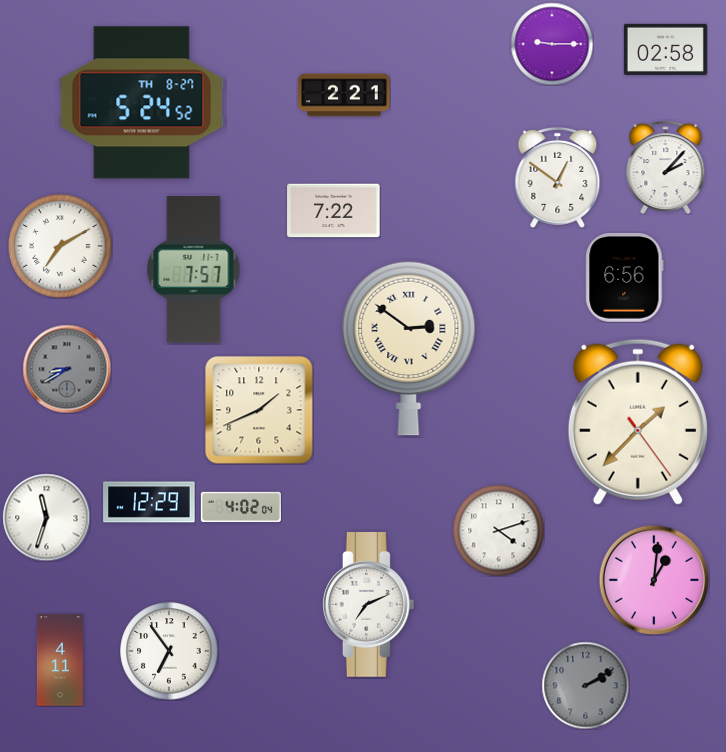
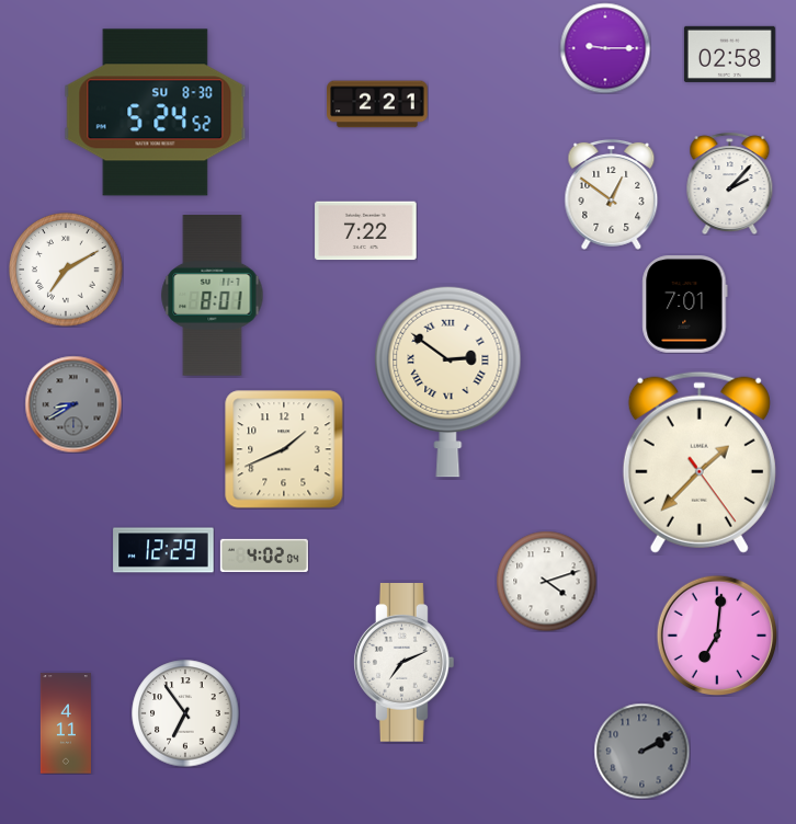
clock at (142, 103) date: TH 8-27 -> SU 8-30
clock at (194, 270): 7:57 -> 8:01
clock at (625, 278): 6:56 -> 7:01
clock at (46, 517): 11:33 -> none
clock at (653, 579): 1:01 -> 7:01
